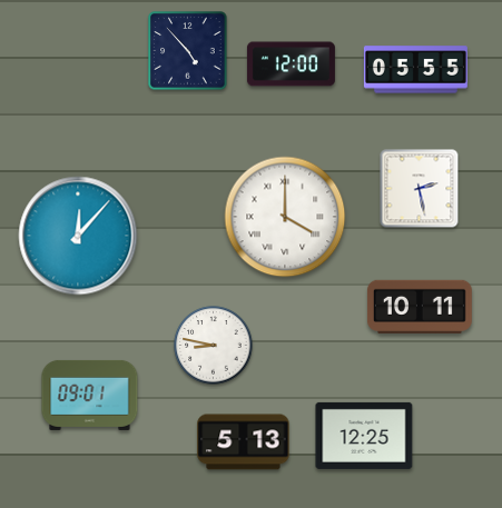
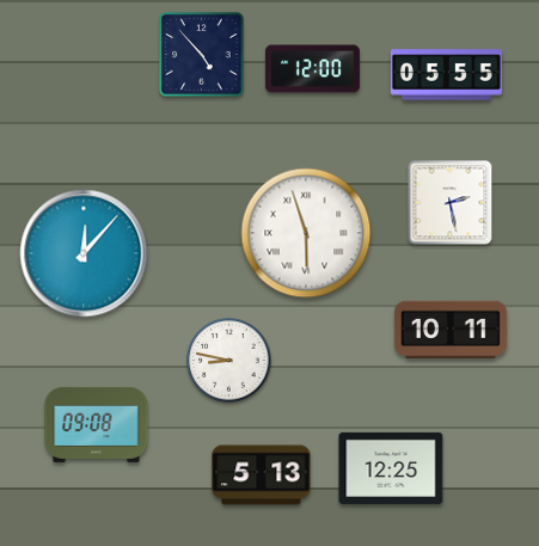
clock at (285, 217): 4:00 -> 5:57
clock at (214, 346) position: (214, 346) -> (229, 361)
clock at (90, 395): 09:01 -> 09:08
